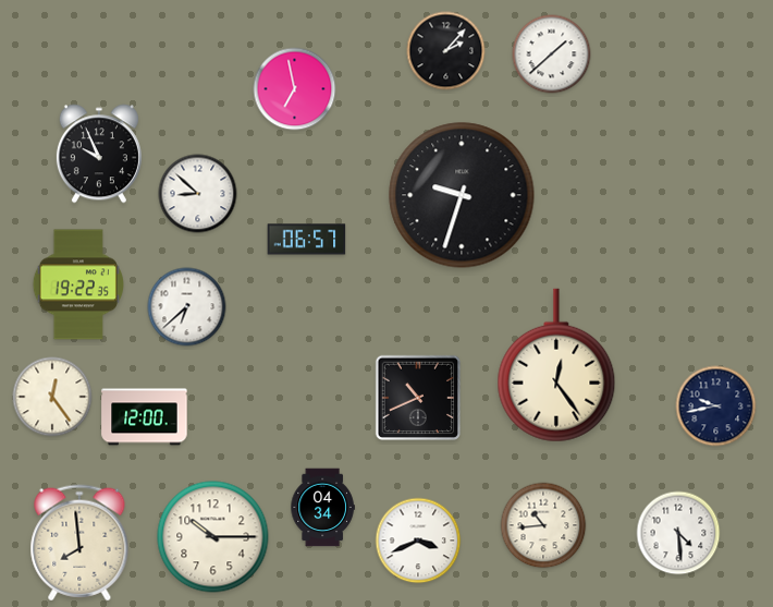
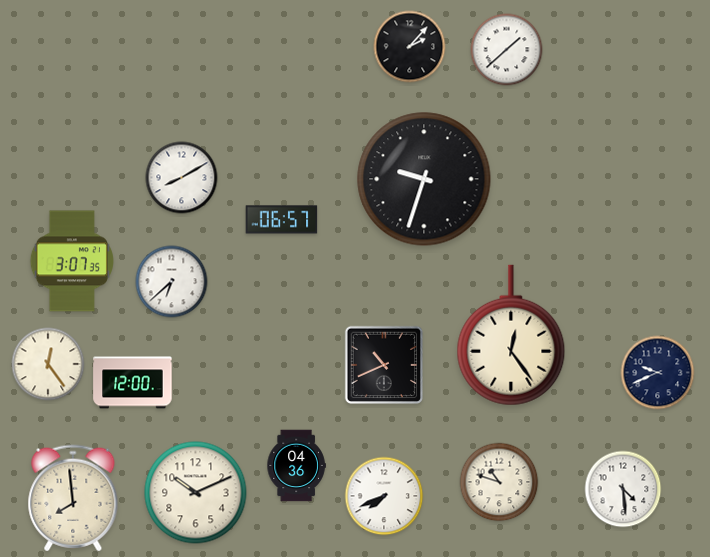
clock at (295, 89): 6:58 -> none
clock at (99, 154): 9:56 -> none
clock at (198, 194): 8:52 -> 8:10
clock at (78, 284): 19:22 -> 3:07
clock at (716, 406): 9:43 -> 9:41
clock at (322, 508): 04:34 -> 04:36
clock at (543, 525): 10:44 -> 10:48
clock at (213, 537): 10:15 -> 10:11
clock at (418, 541): 3:41 -> 7:41
